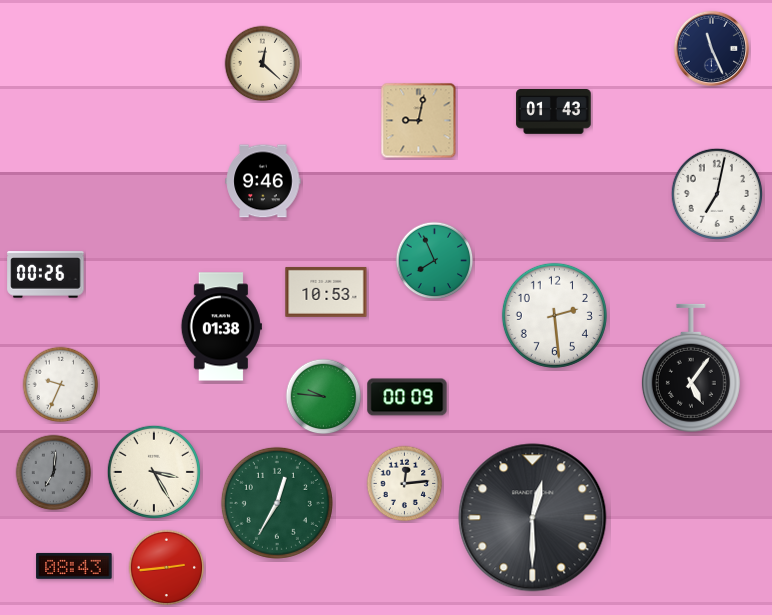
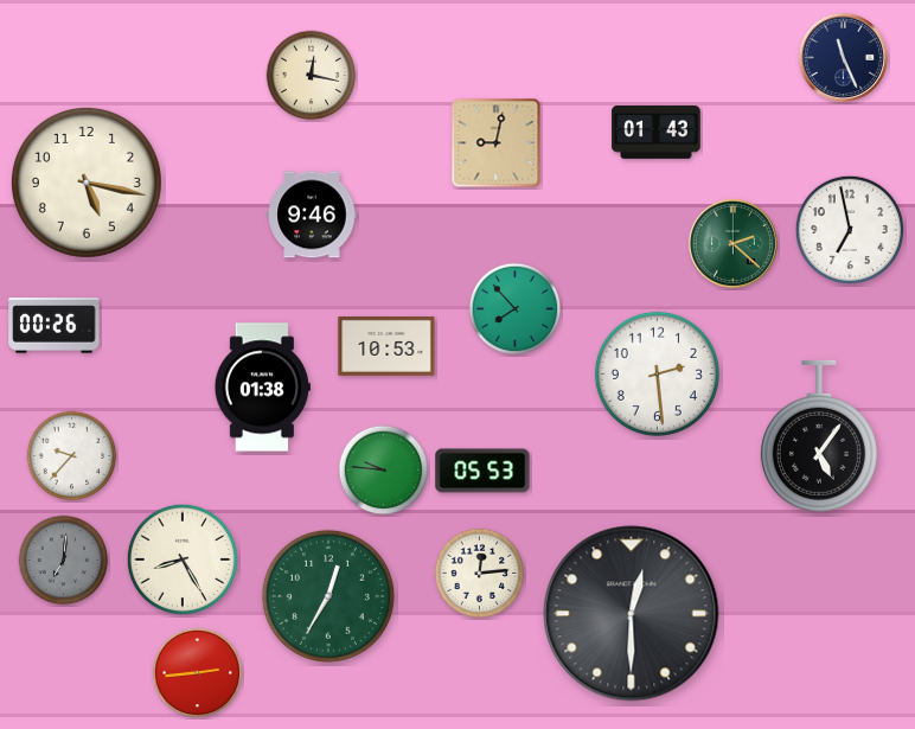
clock at (263, 64): 12:22 -> 12:17
clock at (87, 183): none -> 5:17
clock at (716, 193): 7:02 -> 6:58
clock at (732, 243): none -> 2:22
clock at (435, 261): 7:56 -> 7:53
clock at (61, 385): 9:34 -> 9:37
clock at (407, 397): 00:09 -> 05:53
clock at (153, 471): 3:25 -> 8:25
clock at (74, 566): 08:43 -> none
